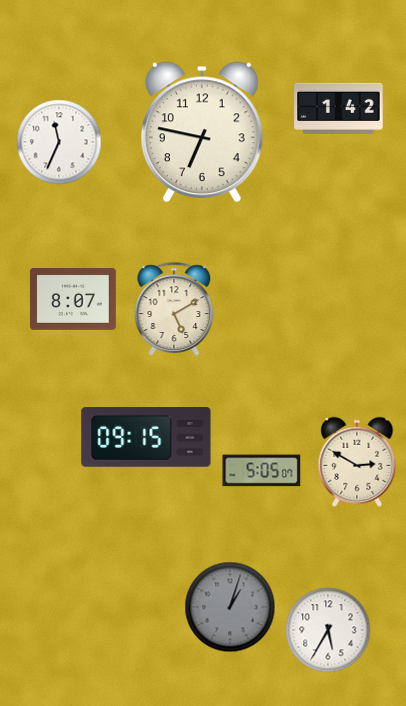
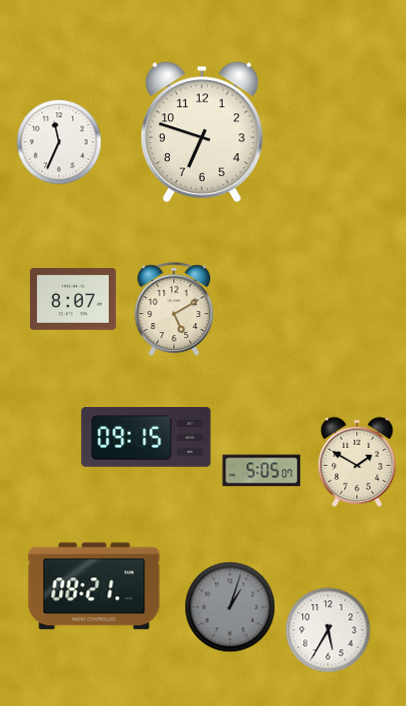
clock at (339, 108): 1:42 -> none
clock at (203, 132): 6:47 -> 6:48
clock at (357, 462): 2:50 -> 1:50
clock at (94, 586): none -> 08:21
